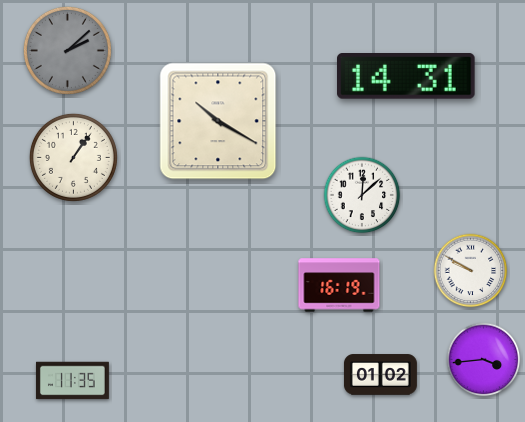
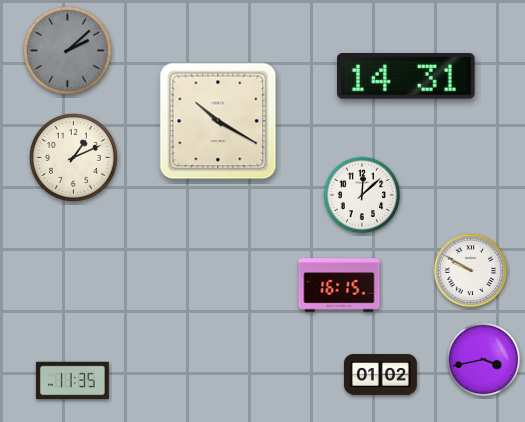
clock at (73, 157): 1:06 -> 1:11
clock at (339, 285): 16:19 -> 16:15
clock at (484, 360): 3:44 -> 3:43
